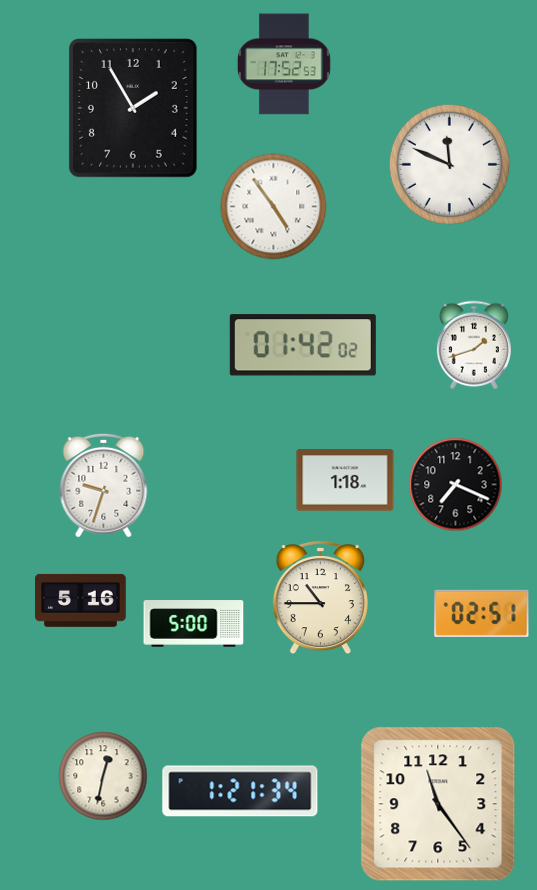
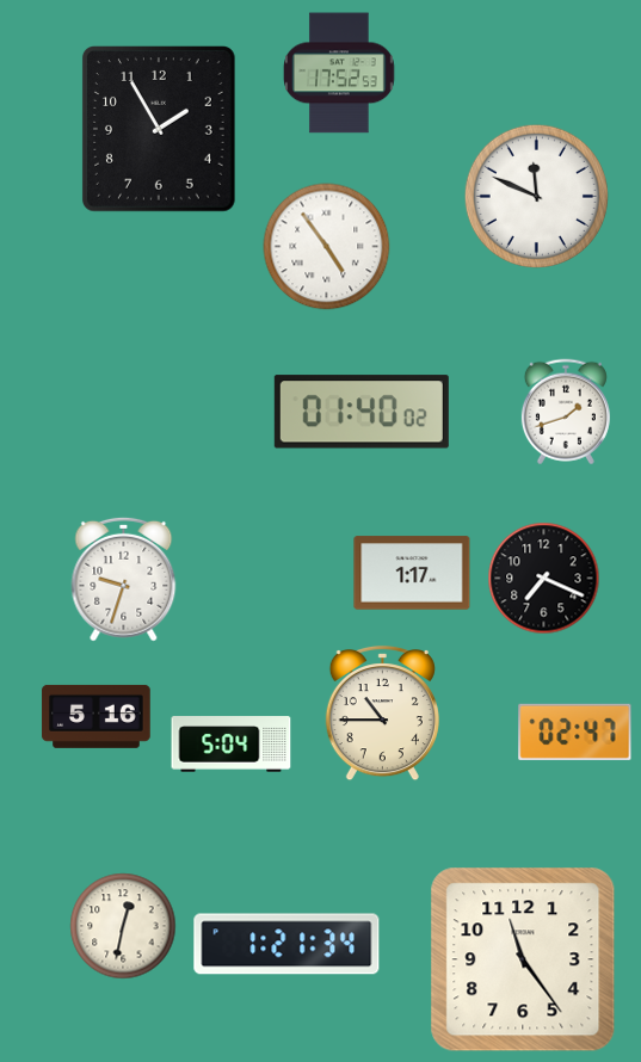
clock at (285, 64) position: (285, 64) -> (340, 73)
clock at (303, 345): 01:42 -> 01:40
clock at (345, 480): 1:18 -> 1:17
clock at (482, 613): 02:51 -> 02:47
clock at (194, 624): 5:00 -> 5:04
